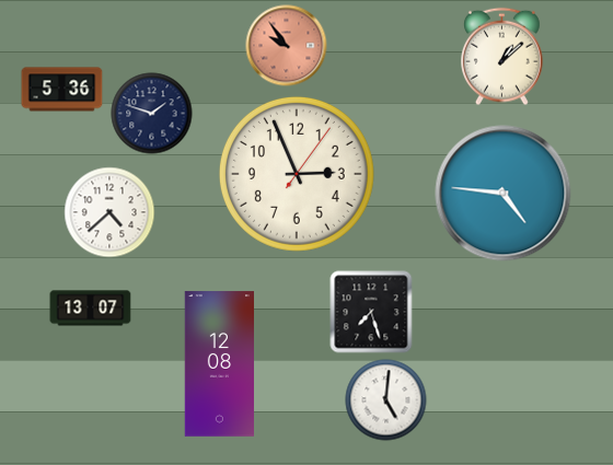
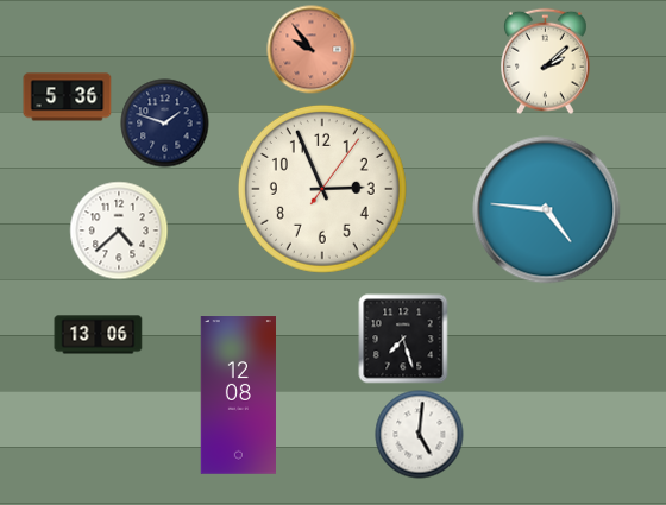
clock at (502, 57): 1:08 -> 2:08
clock at (91, 309): 13:07 -> 13:06
